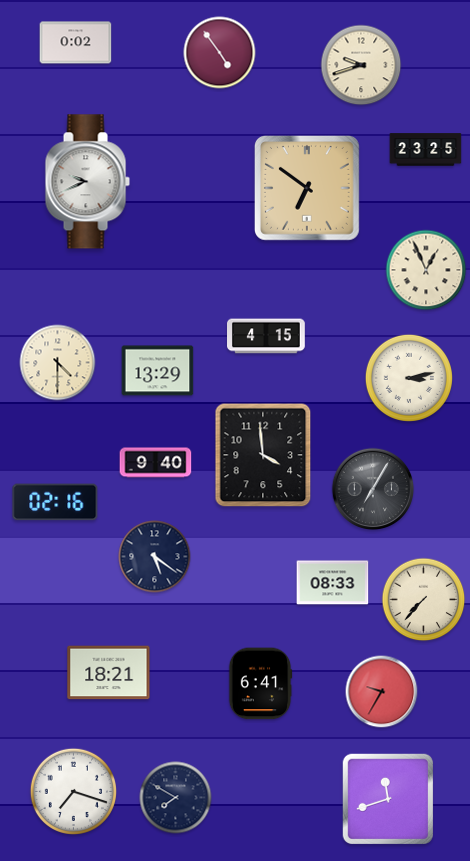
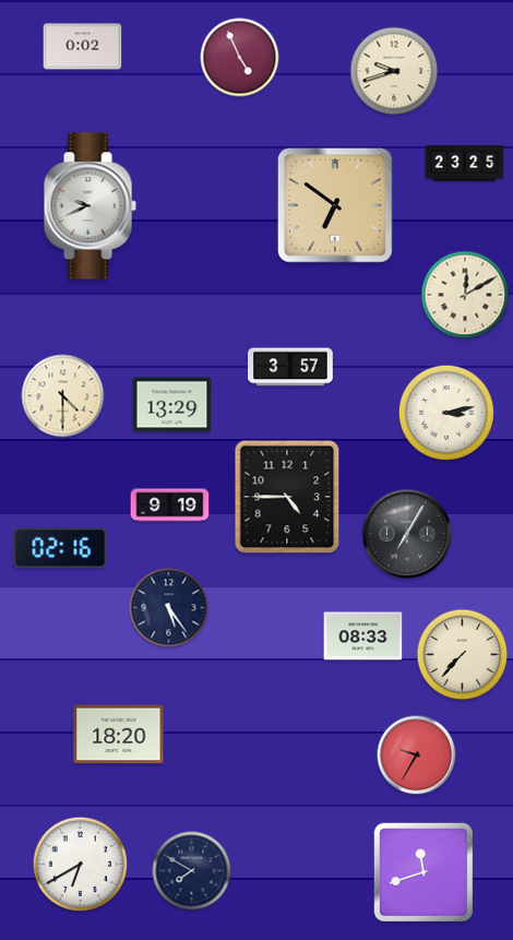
clock at (220, 53): 4:54 -> 4:56
clock at (87, 182) position: (87, 182) -> (90, 206)
clock at (426, 270): 12:56 -> 12:10
clock at (266, 336): 4:15 -> 3:57
clock at (263, 455): 3:59 -> 4:45
clock at (156, 463): 9:40 -> 9:19
clock at (155, 557): 5:21 -> 5:24
clock at (109, 673): 18:21 -> 18:20
clock at (260, 684): 6:41 -> none
clock at (73, 791): 7:18 -> 6:40
